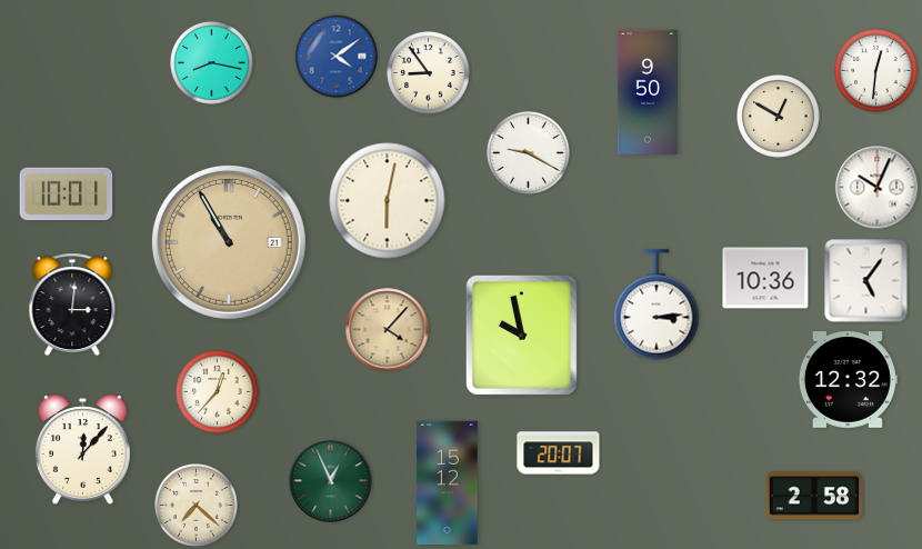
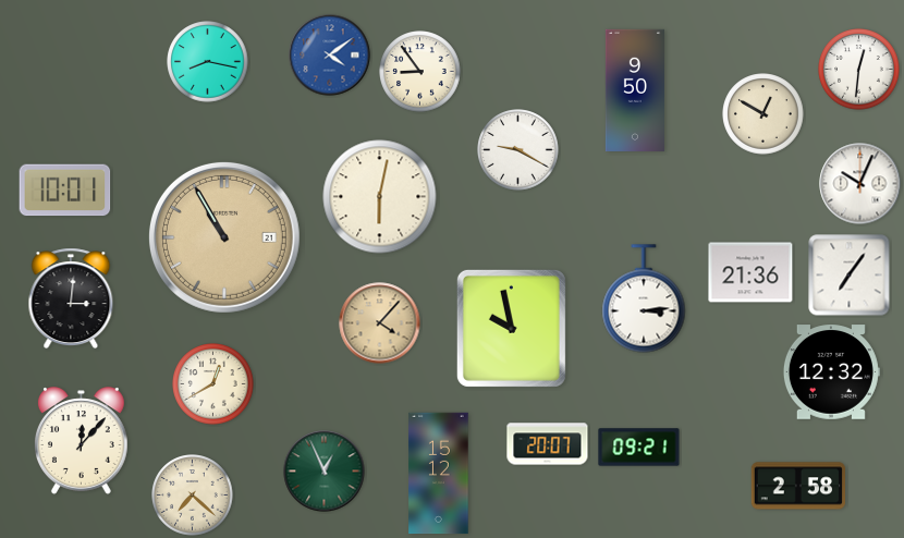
clock at (765, 278): 10:36 -> 21:36
clock at (866, 281): 5:06 -> 7:06
clock at (218, 392): 12:37 -> 12:40
clock at (639, 448): none -> 09:21
